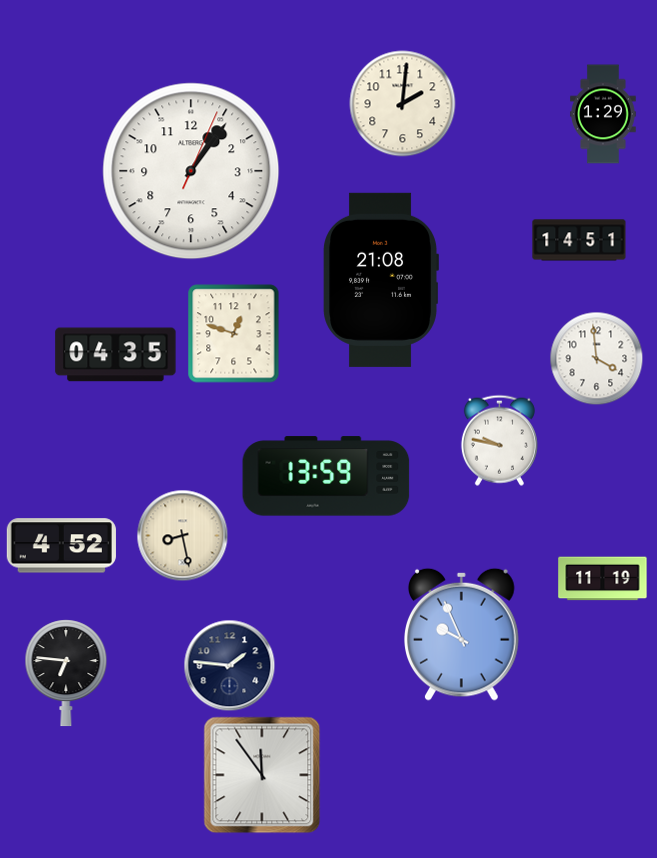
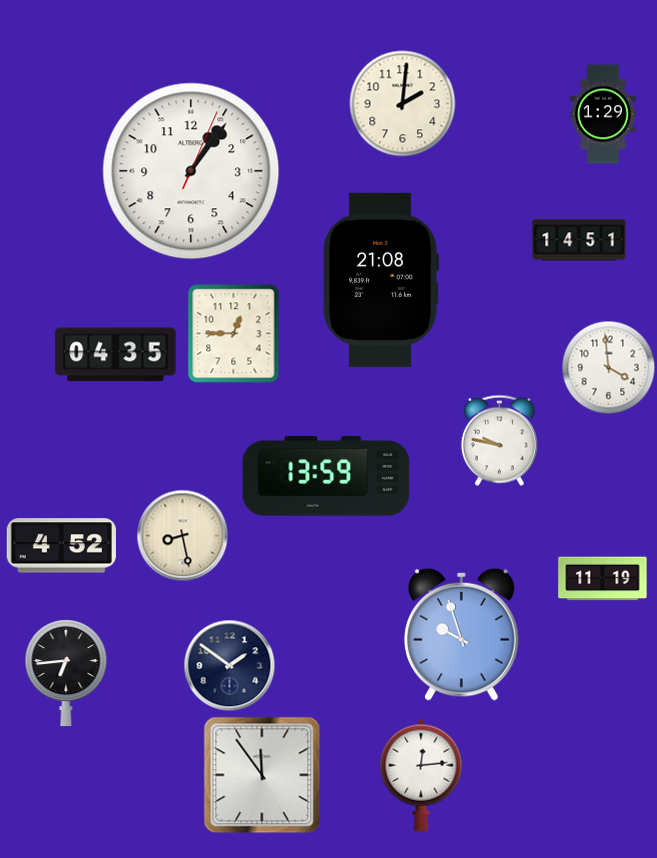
clock at (234, 334): 12:48 -> 12:45
clock at (597, 359) position: (597, 359) -> (609, 368)
clock at (462, 634): 9:56 -> 9:57
clock at (230, 666): 1:46 -> 1:51
clock at (66, 673): 6:46 -> 6:44
clock at (421, 775): none -> 12:14
